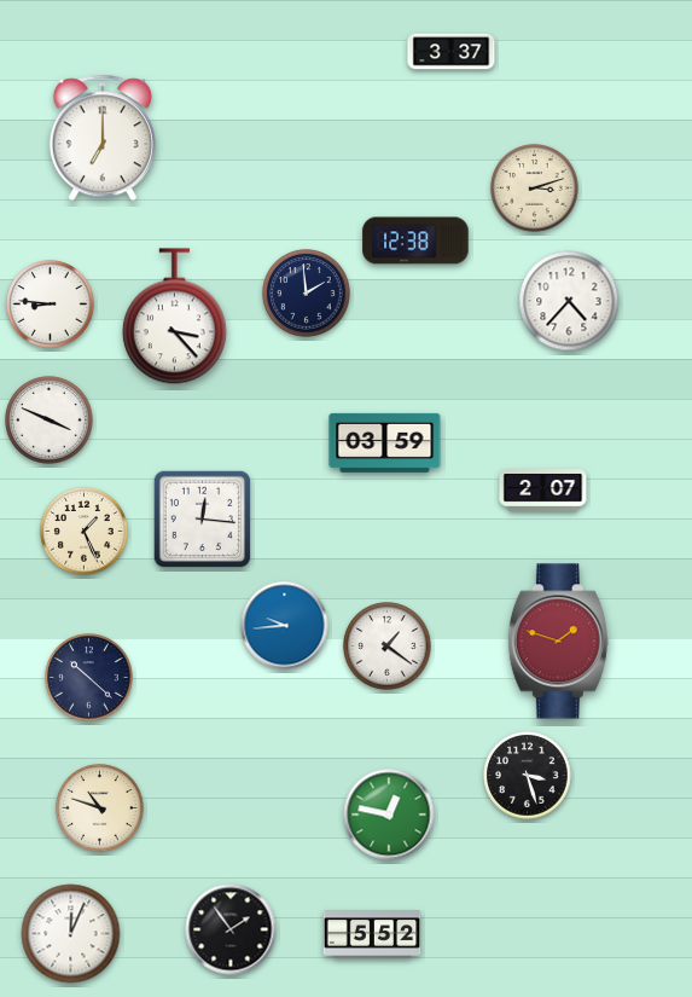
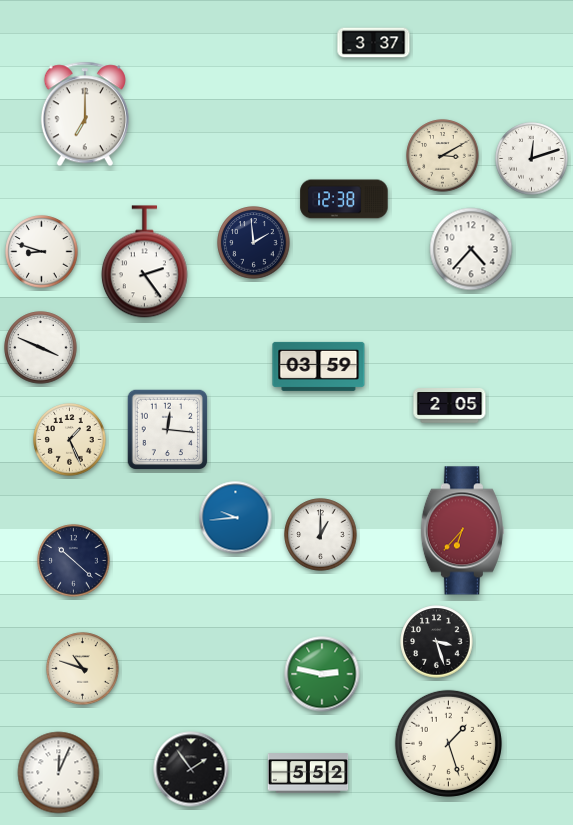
clock at (535, 189): 3:12 -> 3:10
clock at (532, 159): none -> 12:12
clock at (51, 305): 8:46 -> 8:48
clock at (174, 317): 3:23 -> 2:24
clock at (543, 491): 2:07 -> 2:05
clock at (558, 642): 1:48 -> 6:37
clock at (388, 647): 1:21 -> 1:00
clock at (389, 815): 12:47 -> 2:47
clock at (448, 743): none -> 1:27
